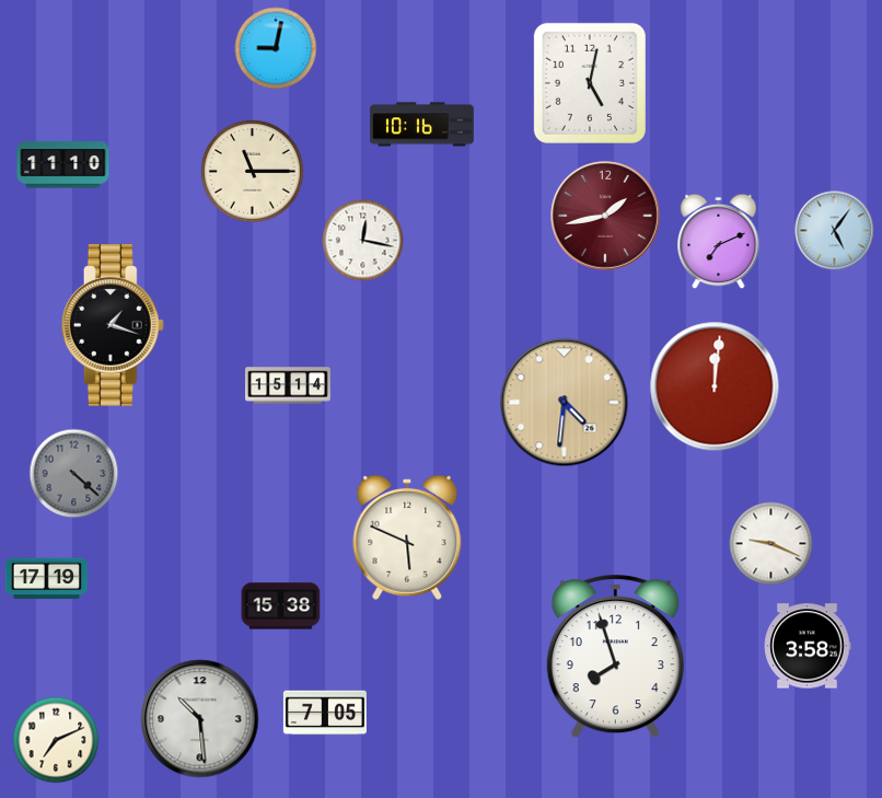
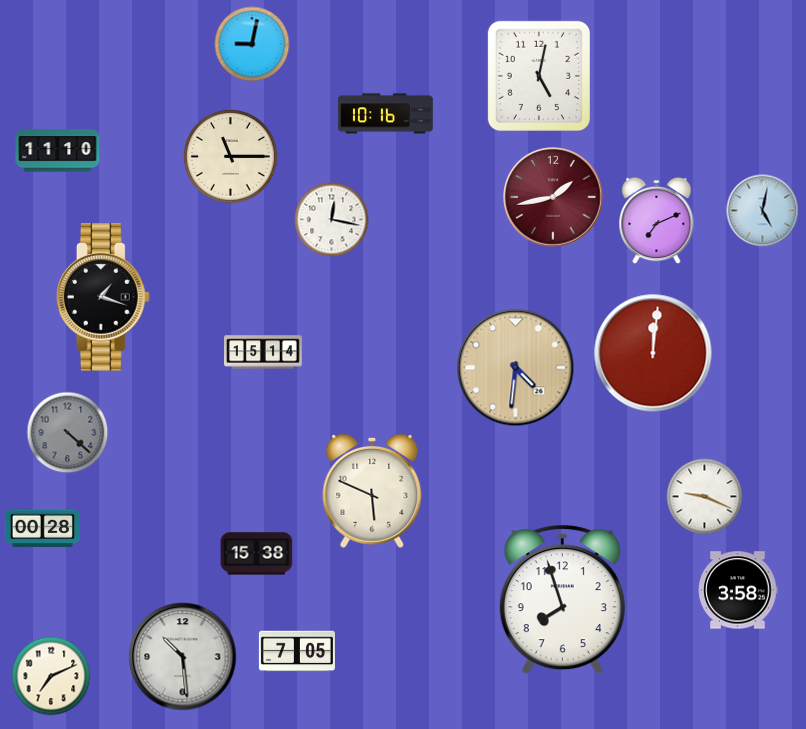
clock at (835, 231): 5:06 -> 5:02
clock at (46, 579): 17:19 -> 00:28
